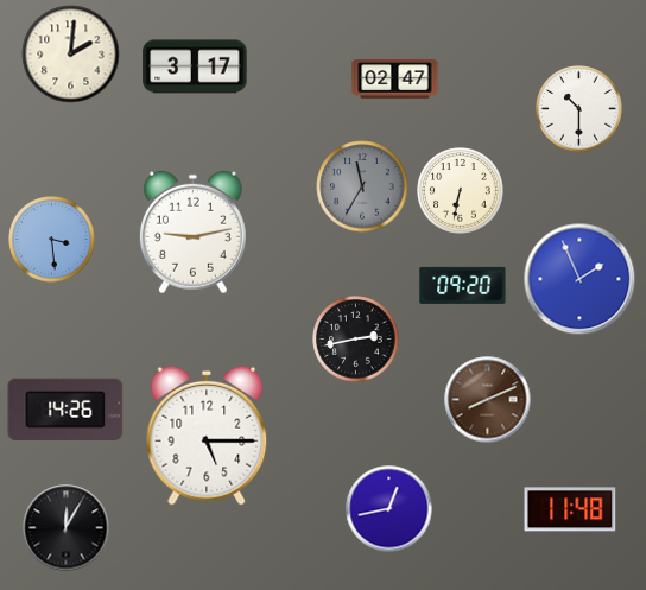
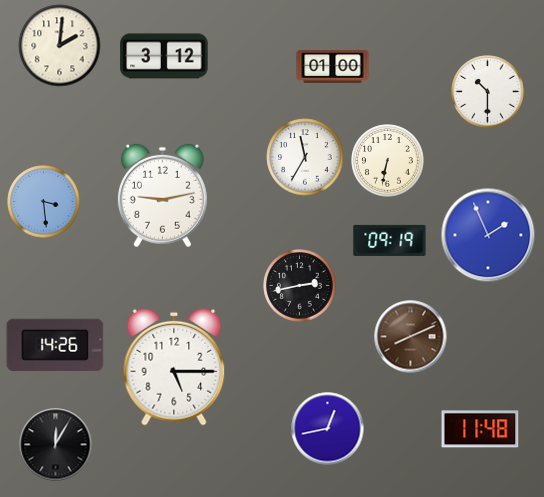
clock at (195, 66): 3:17 -> 3:12
clock at (395, 80): 02:47 -> 01:00
clock at (362, 186) dial: grey -> white
clock at (463, 285): 09:20 -> 09:19
